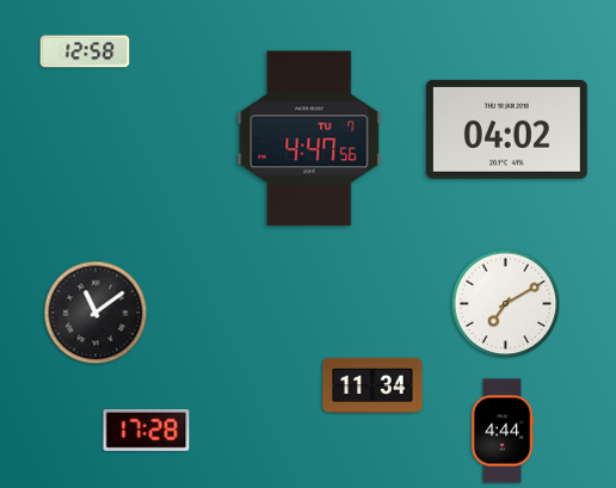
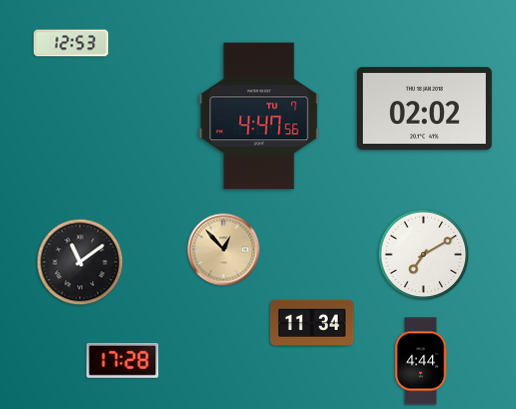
clock at (85, 51): 12:58 -> 12:53
clock at (506, 130): 04:02 -> 02:02
clock at (224, 250): none -> 12:53
